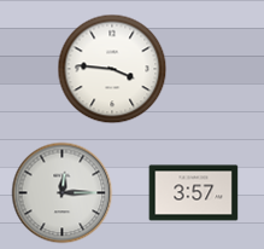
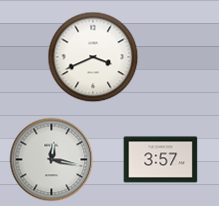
clock at (112, 69): 3:46 -> 3:41
clock at (63, 193): 12:15 -> 12:17
